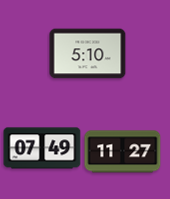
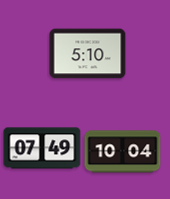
clock at (123, 152): 11:27 -> 10:04
